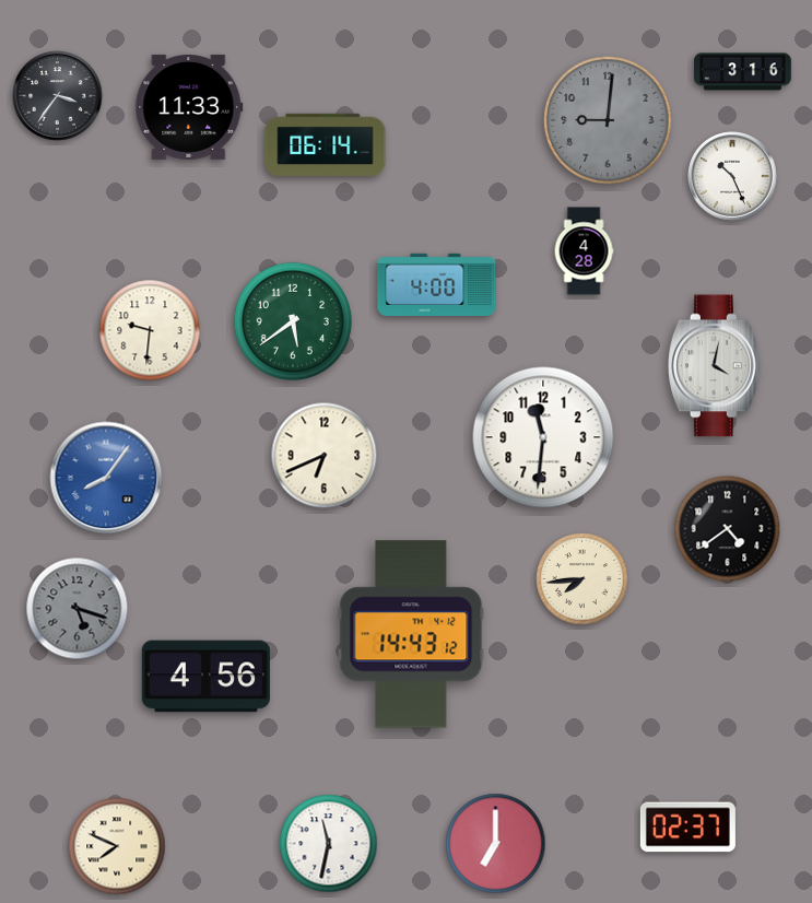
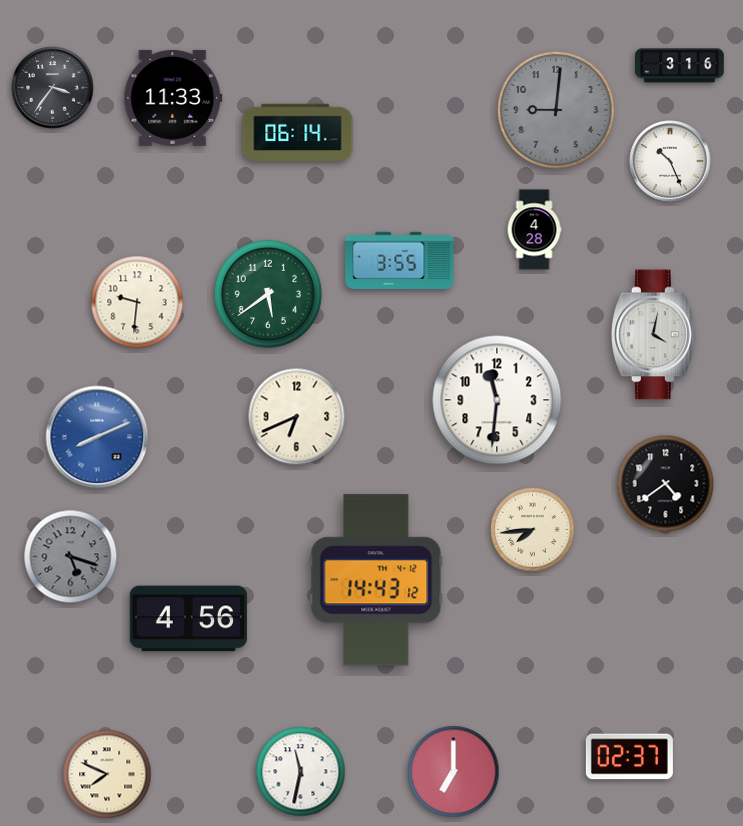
clock at (437, 284): 4:00 -> 3:55
clock at (106, 478): 8:06 -> 8:11
